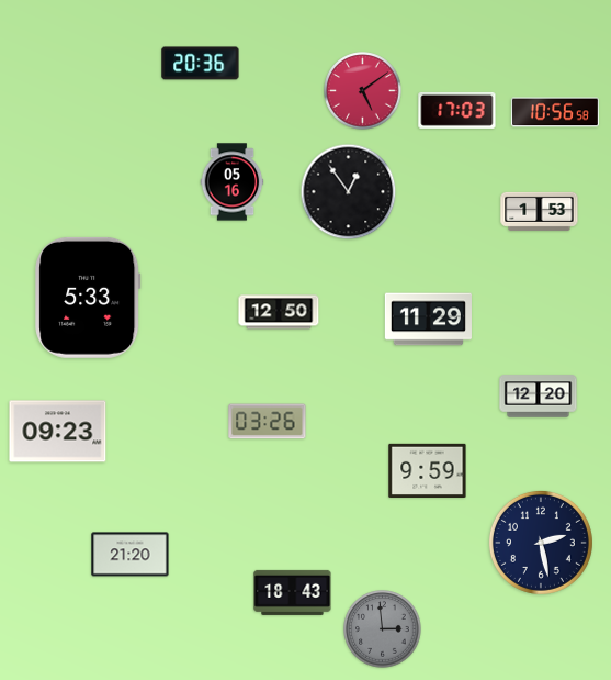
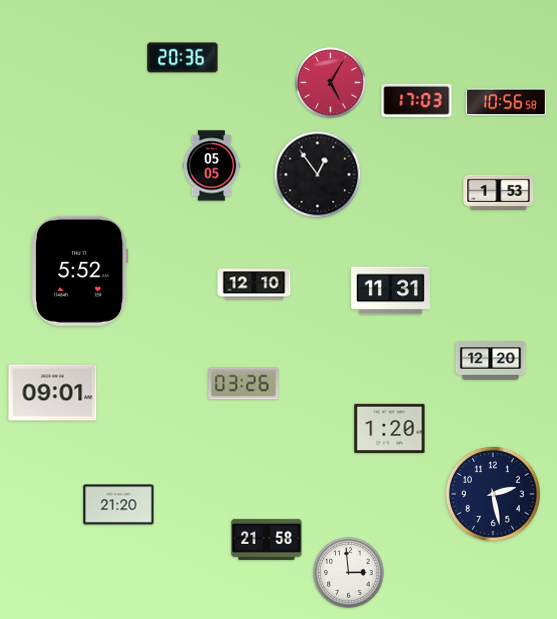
clock at (363, 91): 5:09 -> 5:05
clock at (233, 182): 05:16 -> 05:05
clock at (540, 211) position: (540, 211) -> (499, 192)
clock at (88, 298): 5:33 -> 5:52
clock at (279, 312): 12:50 -> 12:10
clock at (428, 320): 11:29 -> 11:31
clock at (58, 432): 09:23 -> 09:01
clock at (428, 470): 9:59 -> 1:20
clock at (293, 592): 18:43 -> 21:58
clock at (383, 629) dial: grey -> white
